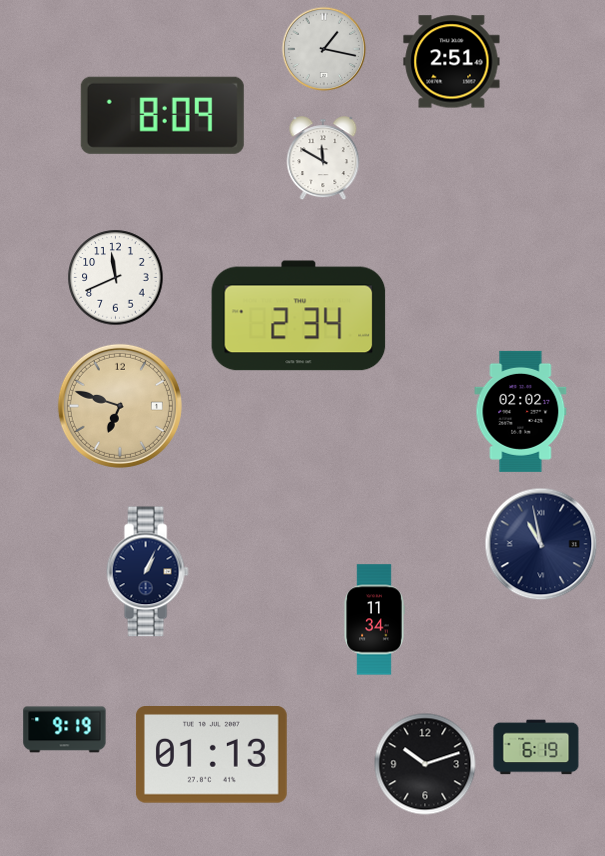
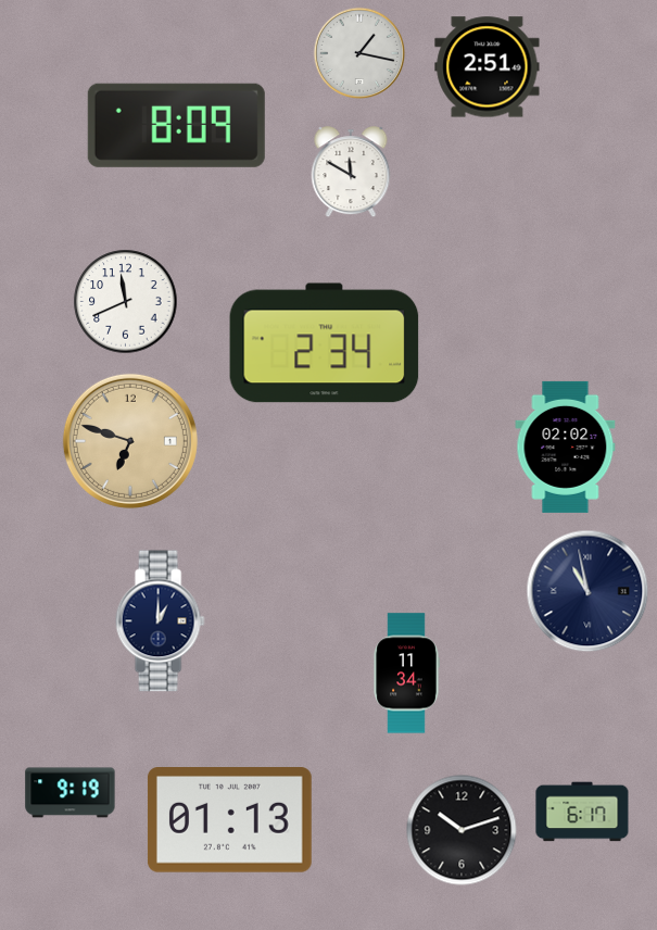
clock at (324, 49) position: (324, 49) -> (359, 53)
clock at (452, 62) position: (452, 62) -> (488, 67)
clock at (147, 572): 1:04 -> 1:00
clock at (536, 747): 6:19 -> 6:17
